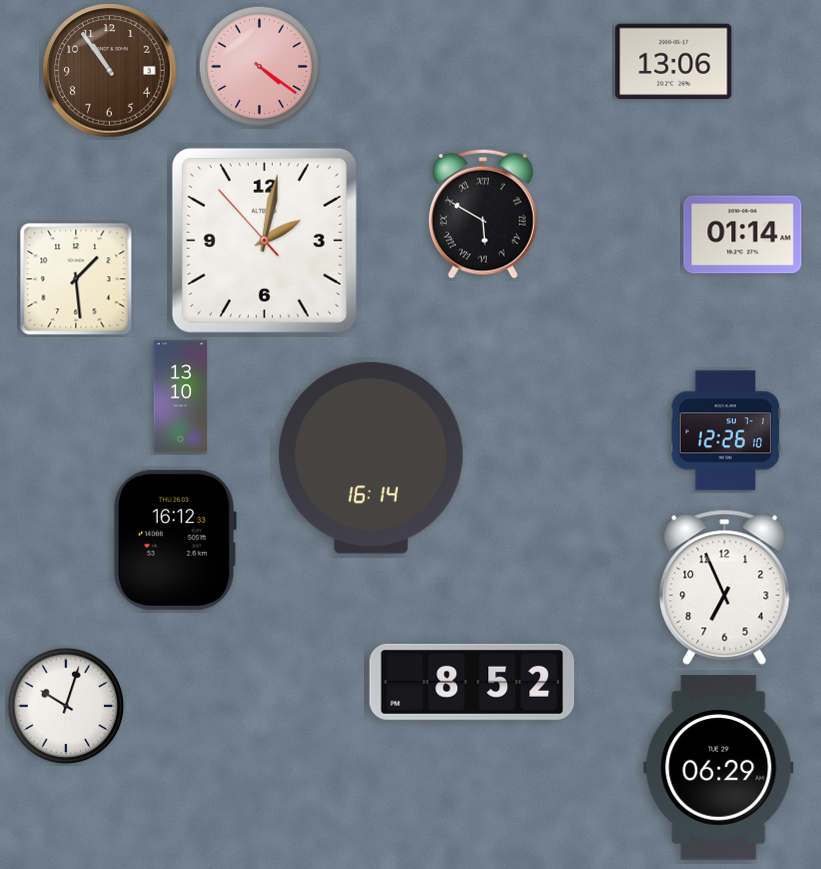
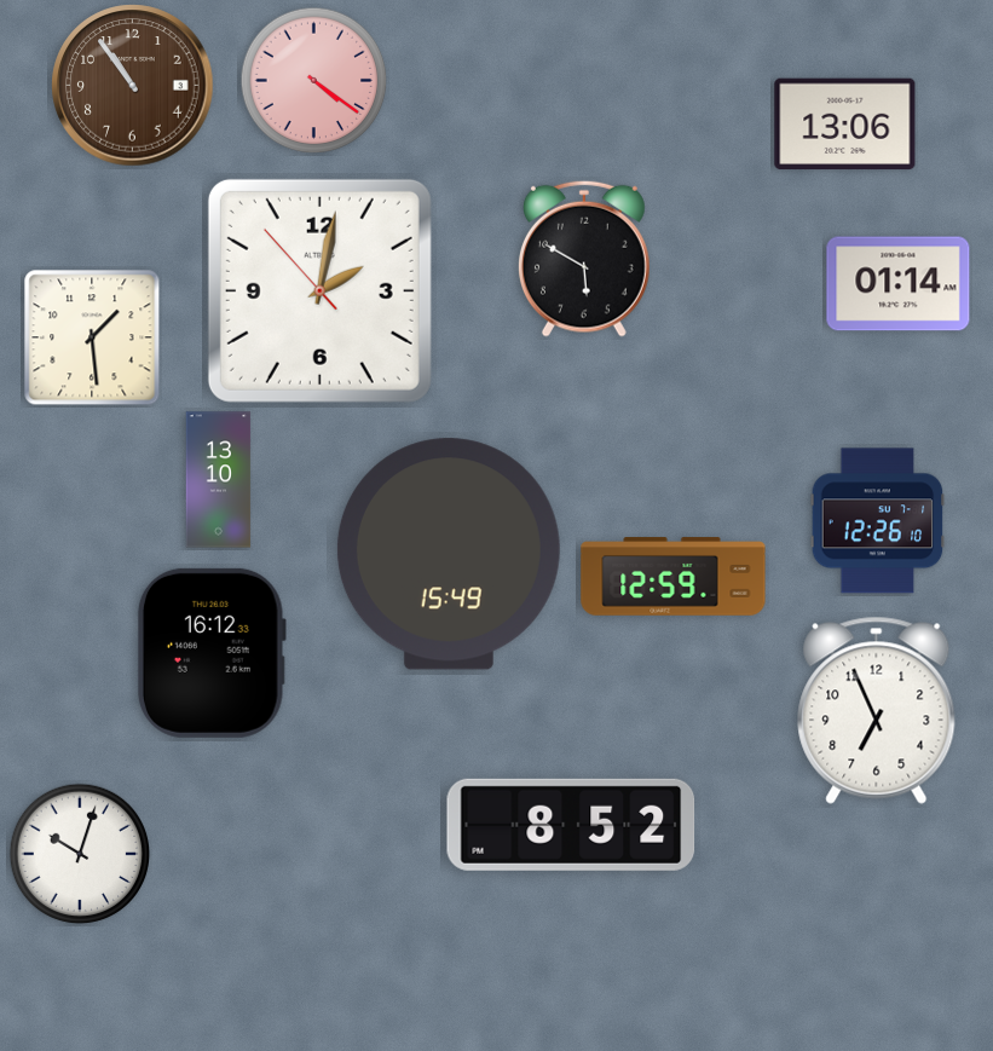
clock at (674, 62) position: (674, 62) -> (845, 125)
clock at (483, 214) numerals: Roman -> Arabic
clock at (371, 458): 16:14 -> 15:49
clock at (674, 577): none -> 12:59
clock at (719, 768): 06:29 -> none
